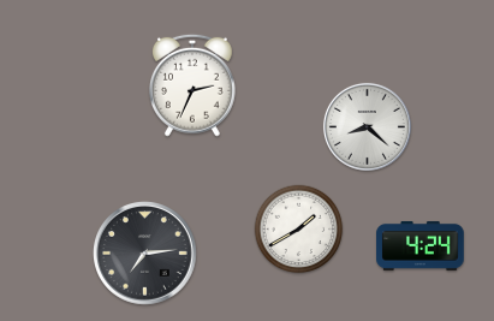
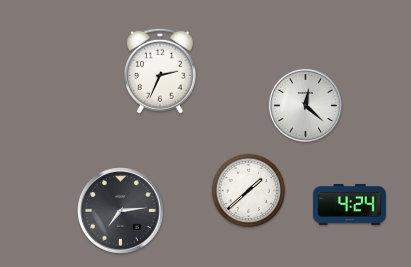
clock at (367, 126): 8:22 -> 12:22
clock at (299, 230): 1:40 -> 1:38
